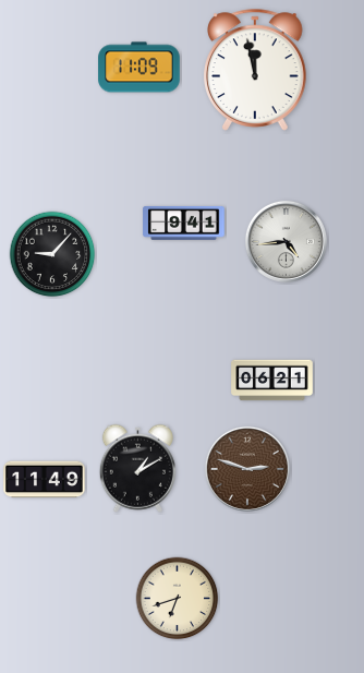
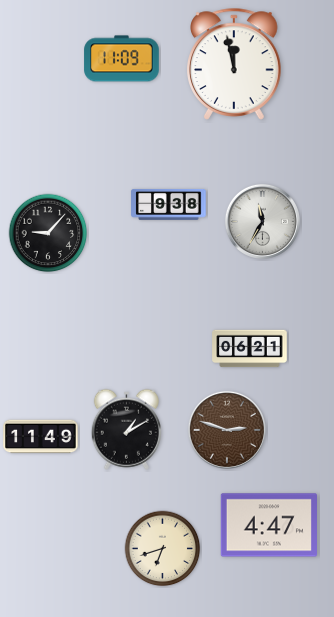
clock at (139, 68) position: (139, 68) -> (122, 59)
clock at (184, 223): 9:41 -> 9:38
clock at (286, 241): 4:44 -> 11:35
clock at (45, 480) position: (45, 480) -> (41, 437)
clock at (268, 525): none -> 4:47
